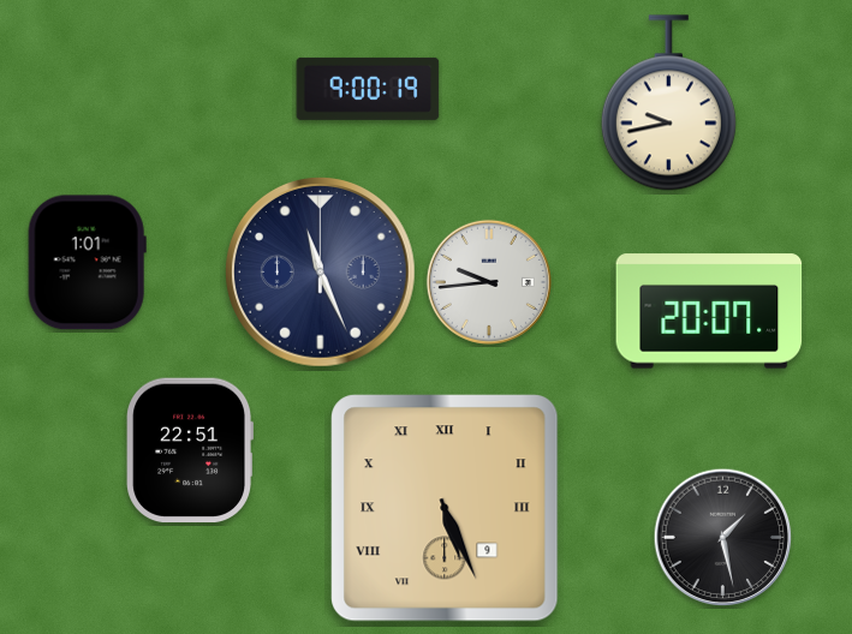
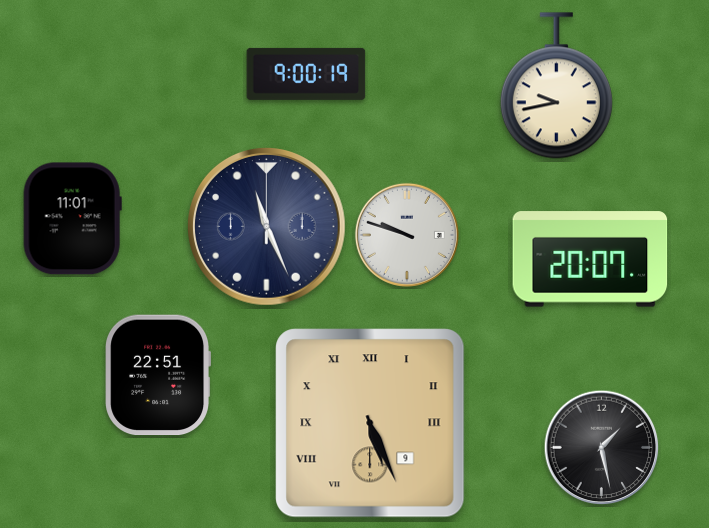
clock at (87, 263): 1:01 -> 11:01
clock at (489, 282): 9:44 -> 9:48
